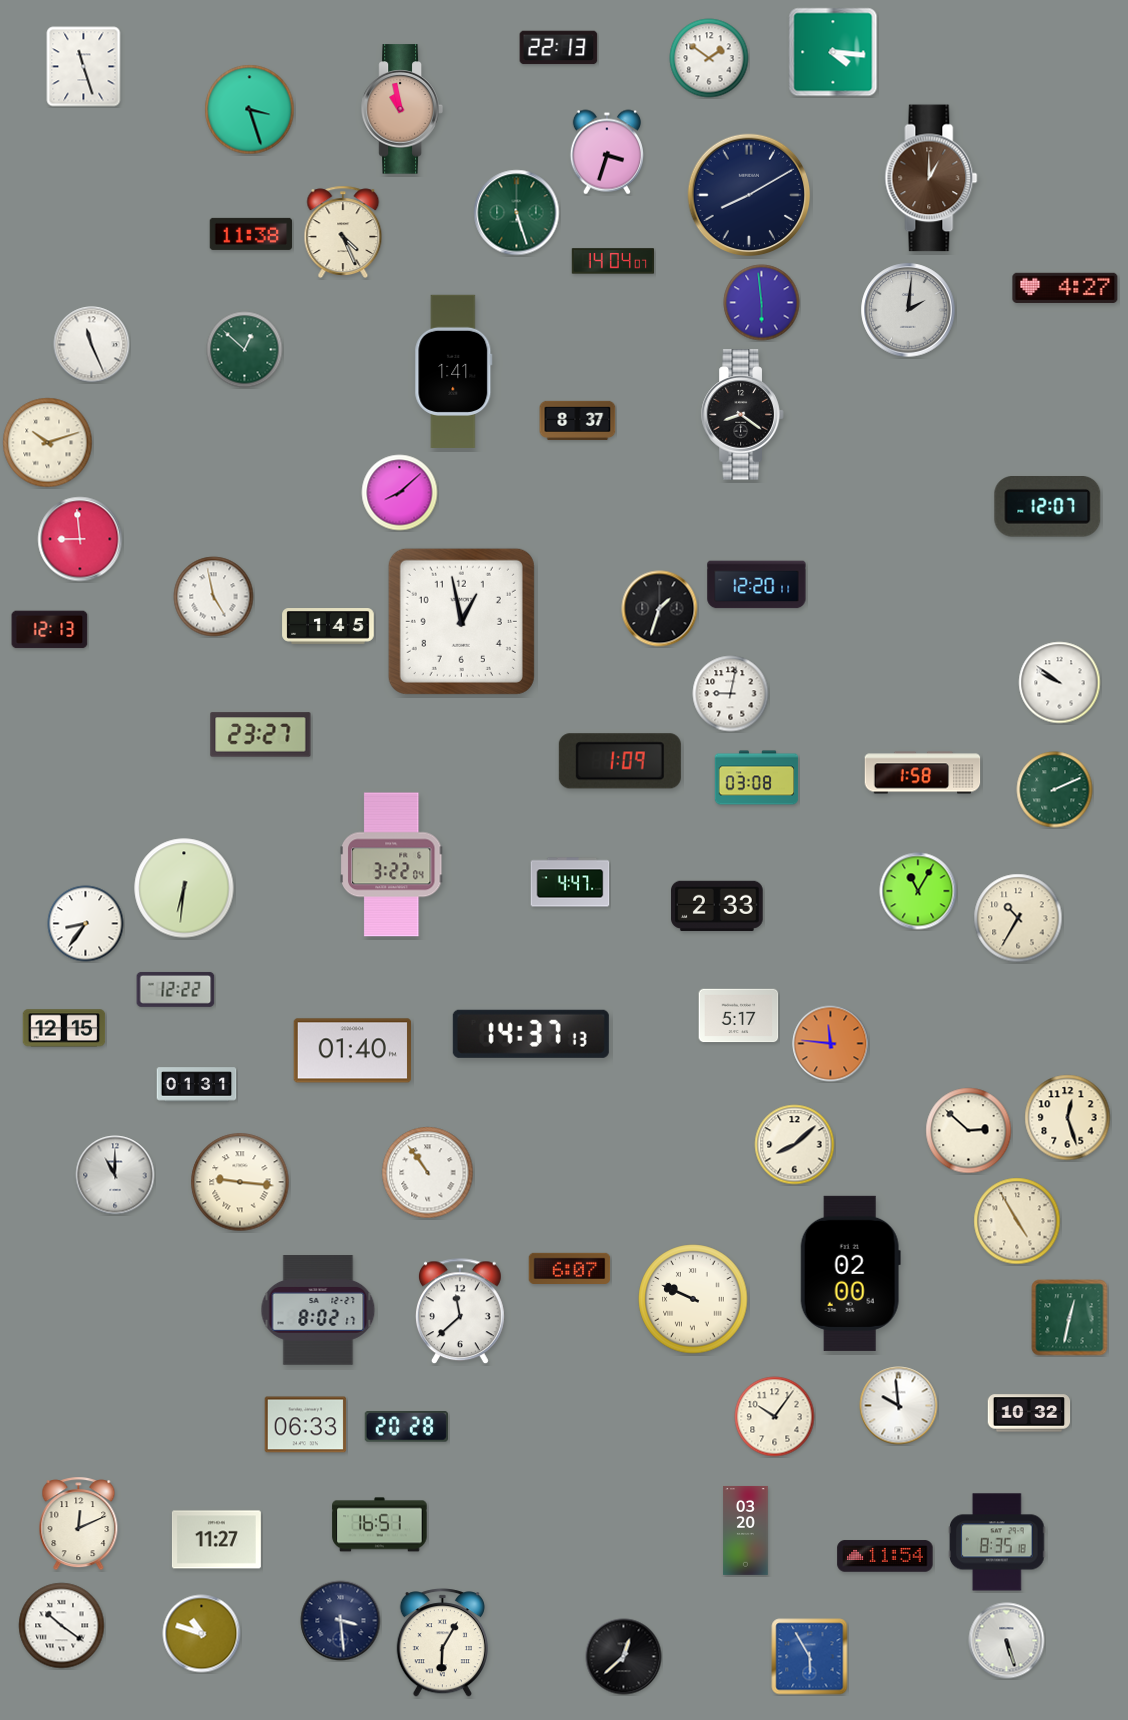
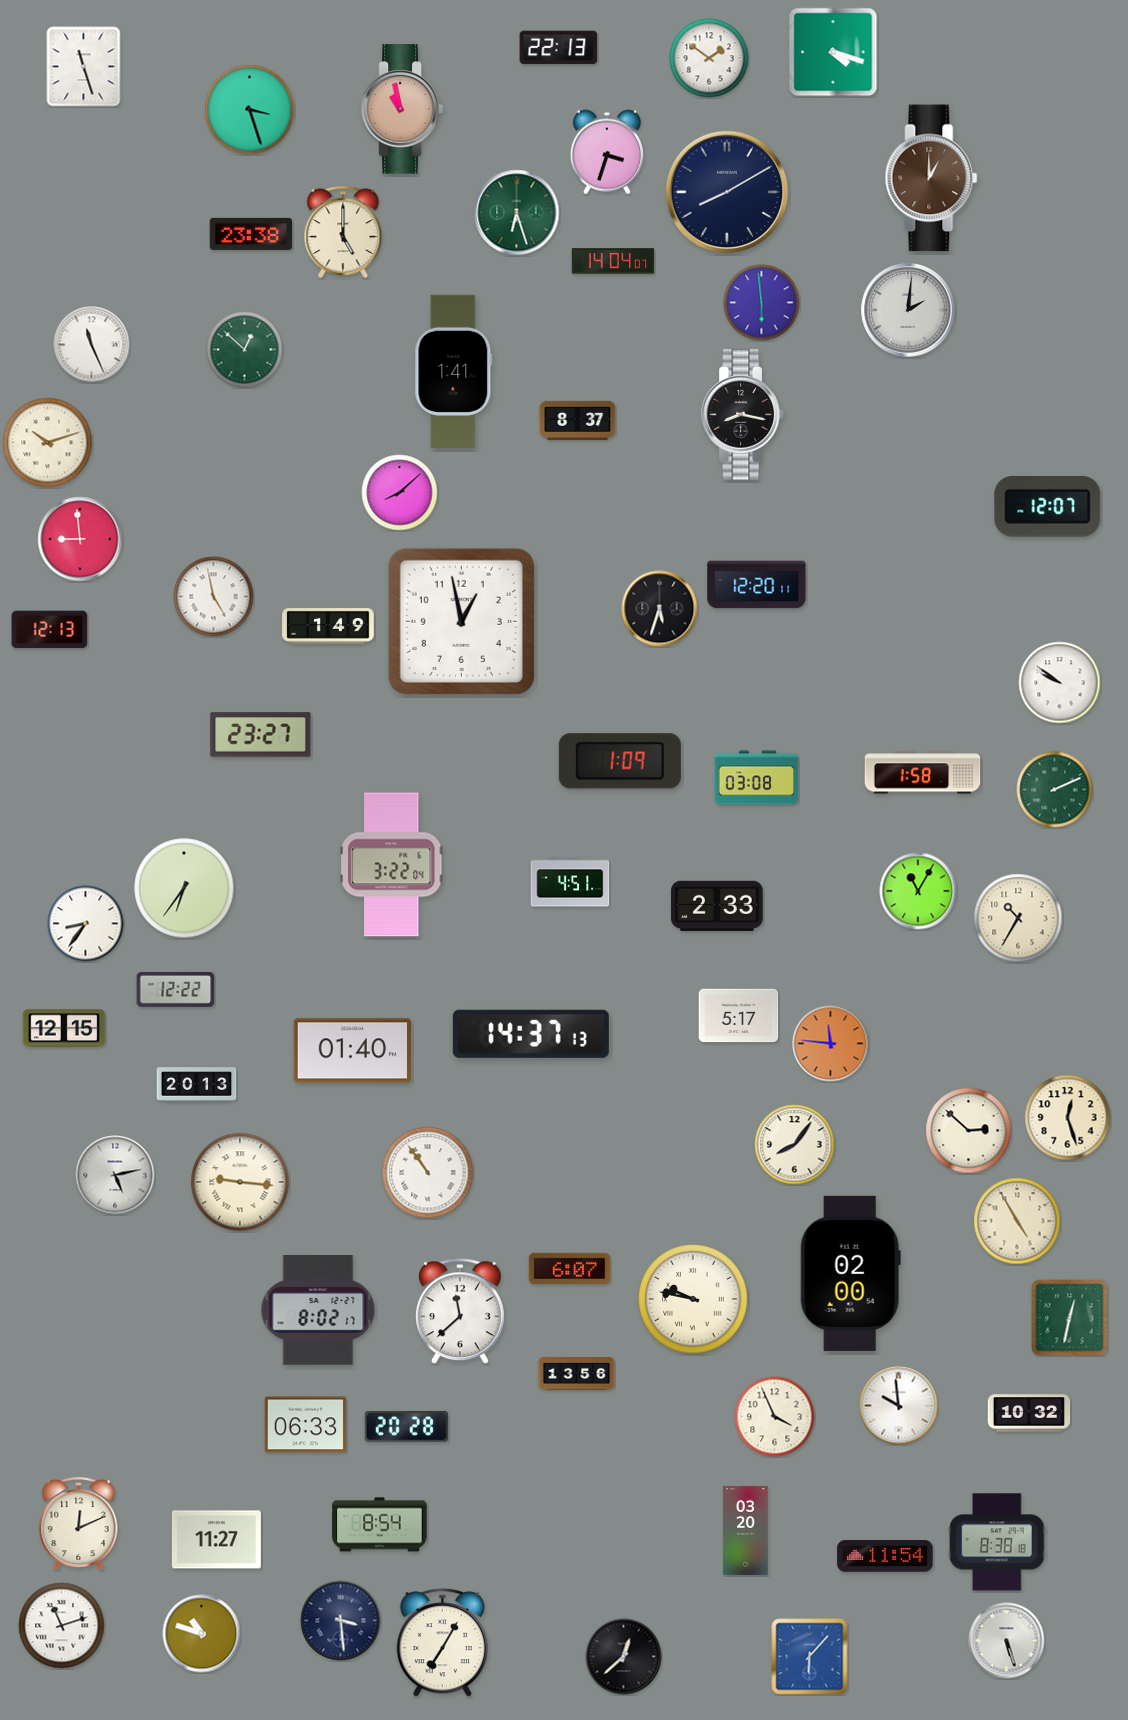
clock at (833, 52): 4:16 -> 4:18
clock at (749, 195) position: (749, 195) -> (727, 192)
clock at (517, 213): 5:27 -> 6:27
clock at (343, 232): 4:26 -> 5:00
clock at (251, 234): 11:38 -> 23:38
clock at (1065, 288): 4:27 -> none
clock at (743, 415): 8:21 -> 8:17
clock at (660, 609): 1:33 -> 5:33
clock at (328, 626): 1:45 -> 1:49
clock at (731, 694): 9:02 -> none
clock at (570, 882): 4:47 -> 4:51
clock at (184, 888): 6:31 -> 6:36
clock at (197, 1085): 01:31 -> 20:13
clock at (795, 1145): 8:08 -> 8:06
clock at (115, 1175): 11:00 -> 5:13
clock at (693, 1299): 9:49 -> 9:47
clock at (577, 1374): none -> 13:56
clock at (775, 1417): 10:06 -> 3:56
clock at (380, 1525): 16:51 -> 8:54
clock at (998, 1542): 8:35 -> 8:38
clock at (62, 1626): 10:21 -> 11:12
clock at (442, 1643): 6:05 -> 7:05
clock at (810, 1657): 5:55 -> 6:07
